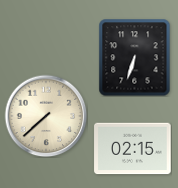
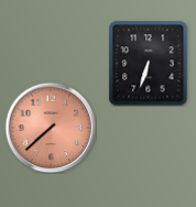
clock at (46, 116) dial: cream -> salmon
clock at (133, 149): 02:15 -> none
